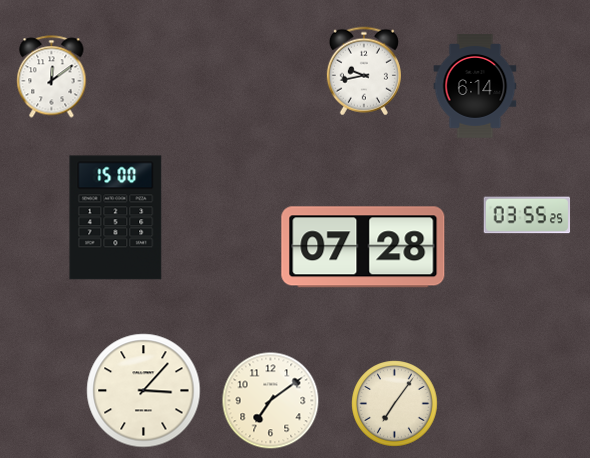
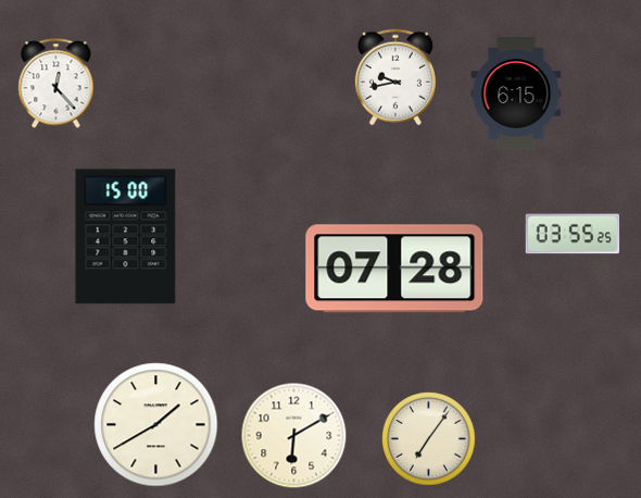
clock at (52, 77): 12:09 -> 12:23
clock at (475, 86): 6:14 -> 6:15
clock at (144, 391): 3:07 -> 1:40
clock at (271, 401): 7:09 -> 6:10
